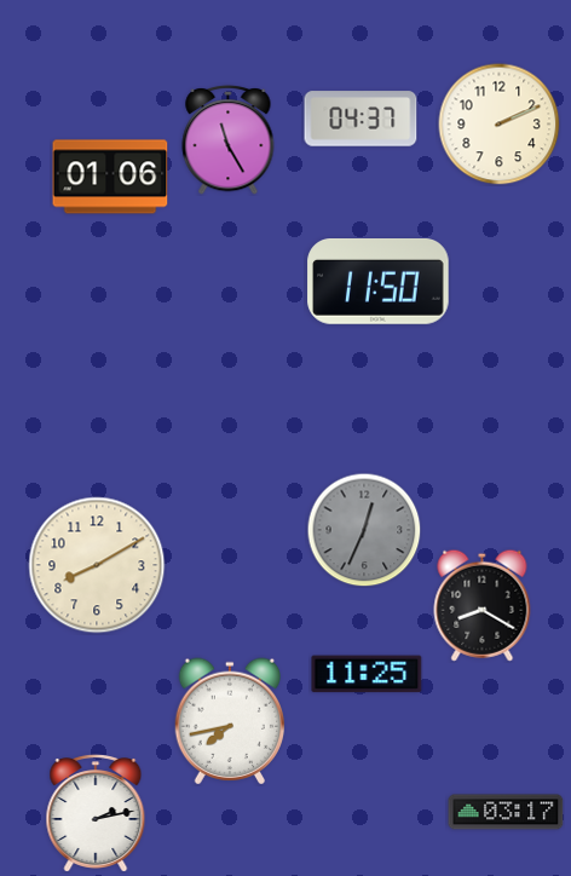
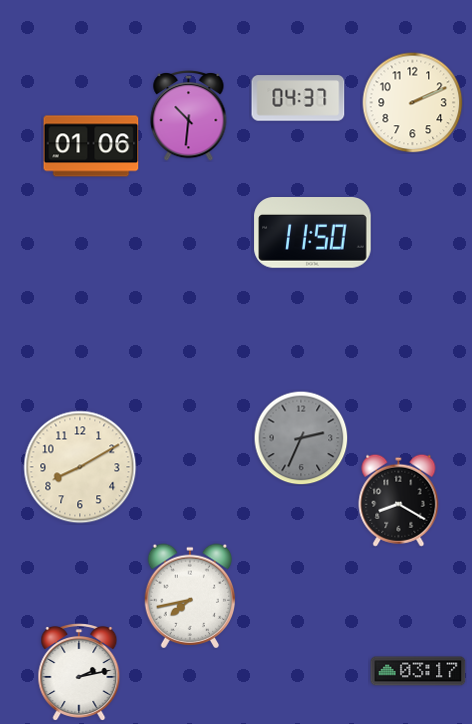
clock at (229, 139): 11:25 -> 10:31
clock at (364, 530): 12:34 -> 2:34
clock at (367, 674): 11:25 -> none
